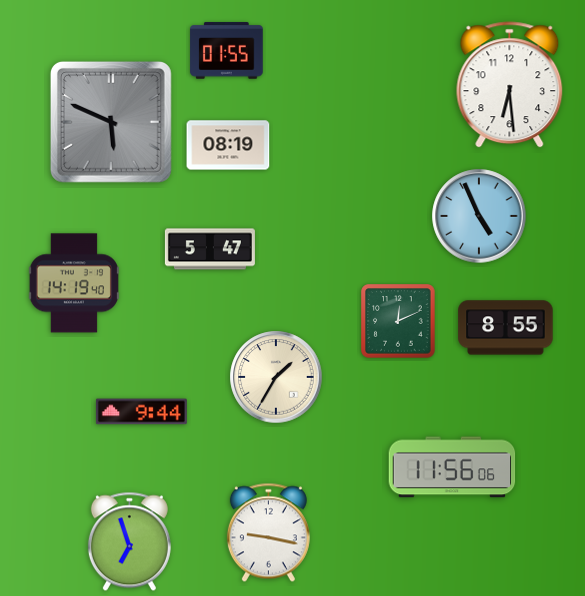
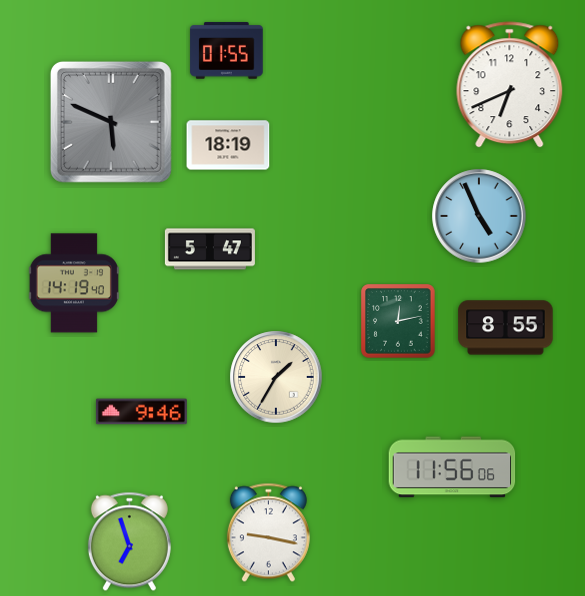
clock at (510, 85): 6:29 -> 6:41
clock at (228, 145): 08:19 -> 18:19
clock at (398, 321): 12:11 -> 12:13
clock at (141, 412): 9:44 -> 9:46
